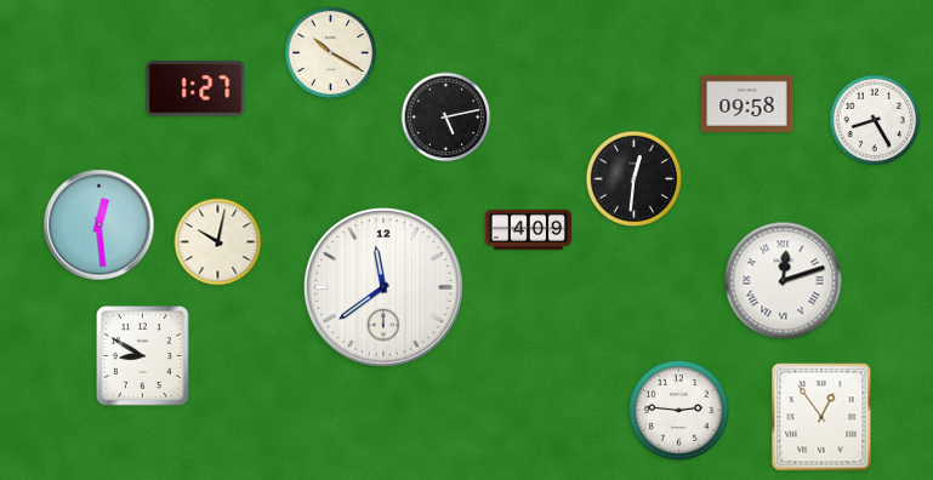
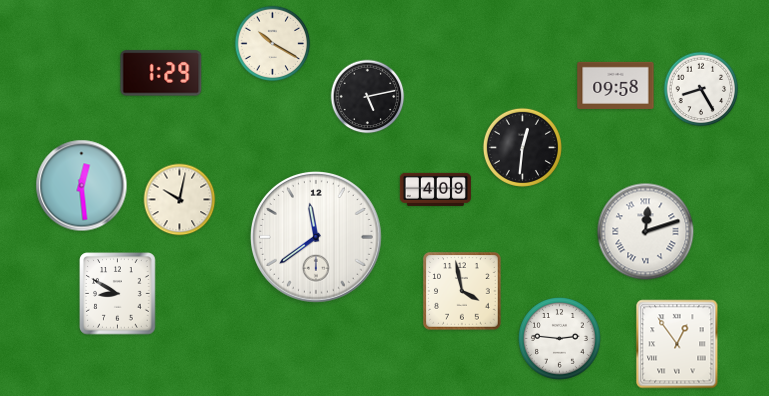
clock at (195, 88): 1:27 -> 1:29
clock at (875, 120) position: (875, 120) -> (701, 89)
clock at (462, 291): none -> 3:58
